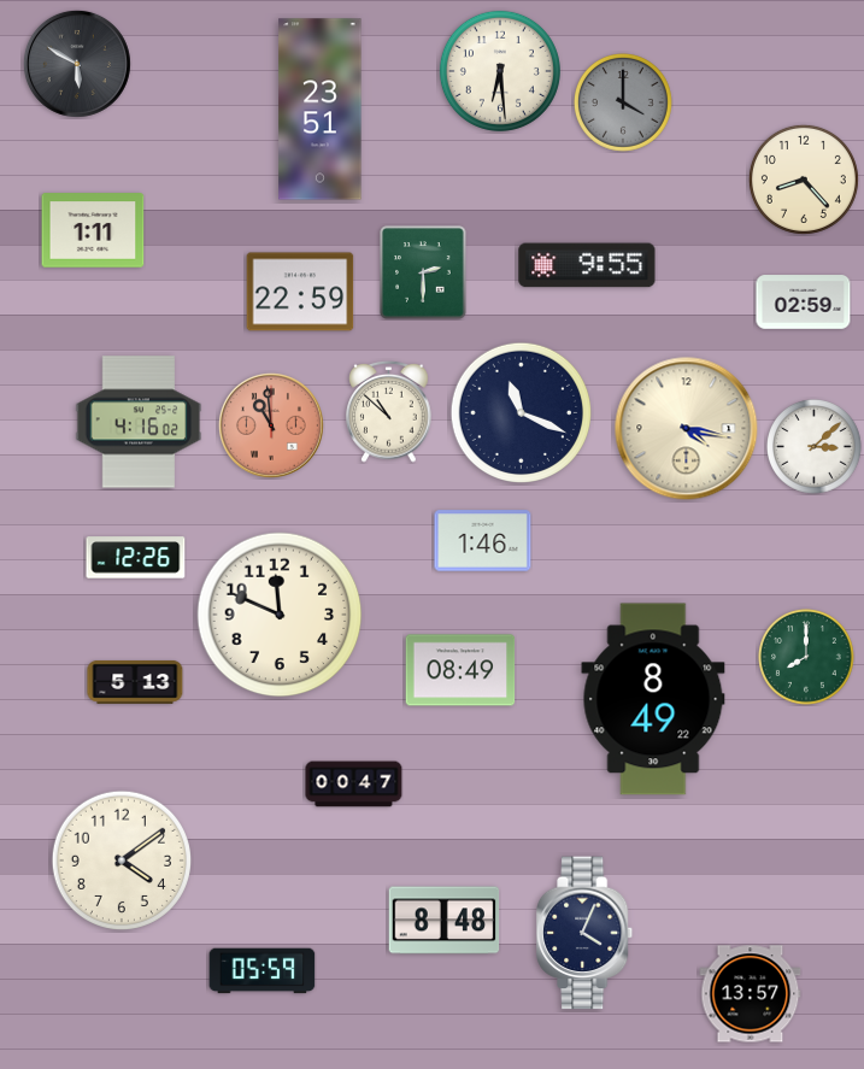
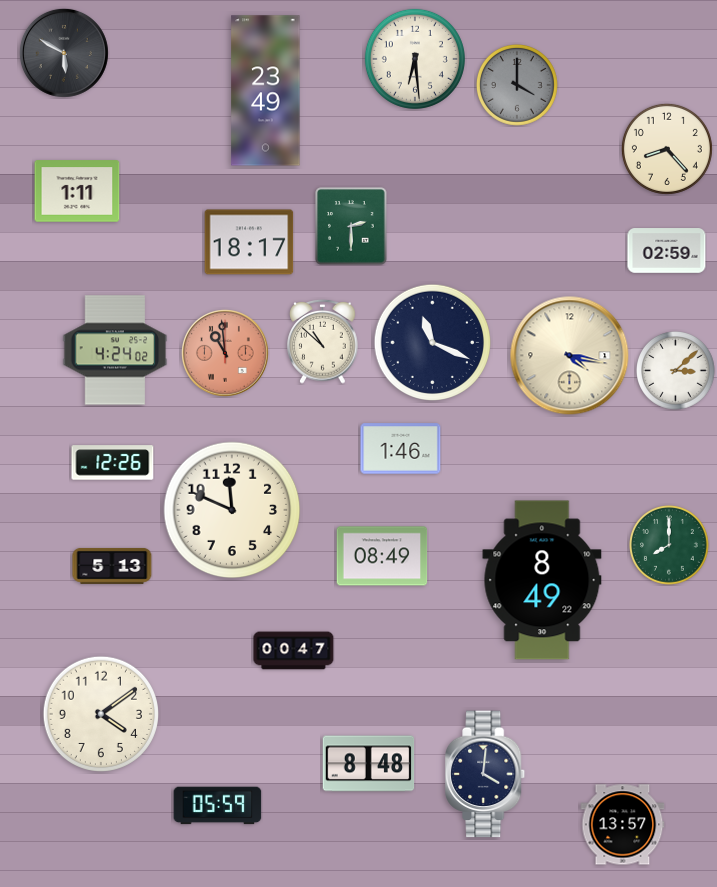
clock at (321, 110): 23:51 -> 23:49
clock at (587, 265): 9:55 -> none
clock at (300, 292): 22:59 -> 18:17
clock at (139, 422): 4:16 -> 4:24
clock at (586, 933): 4:04 -> 4:01
